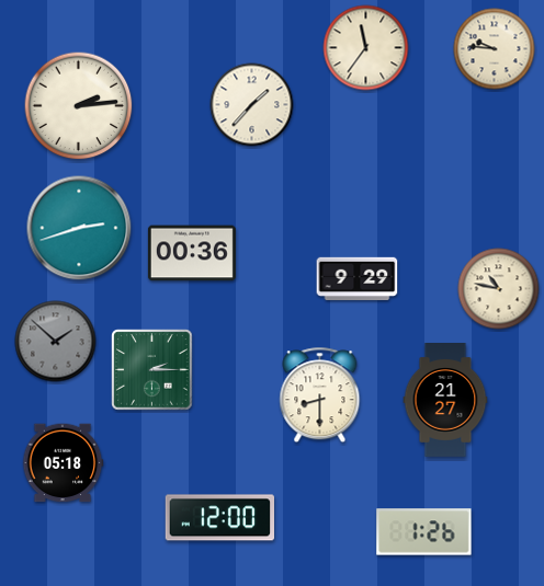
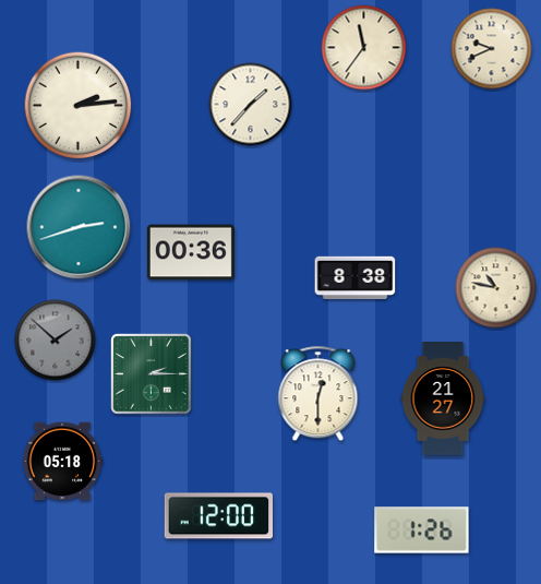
clock at (495, 49): 9:46 -> 9:41
clock at (358, 278): 9:29 -> 8:38
clock at (152, 370) position: (152, 370) -> (152, 374)
clock at (320, 395): 8:30 -> 12:30
